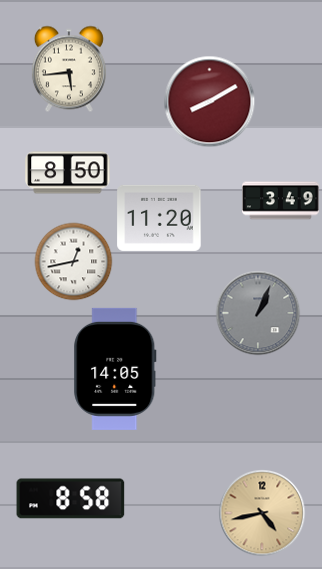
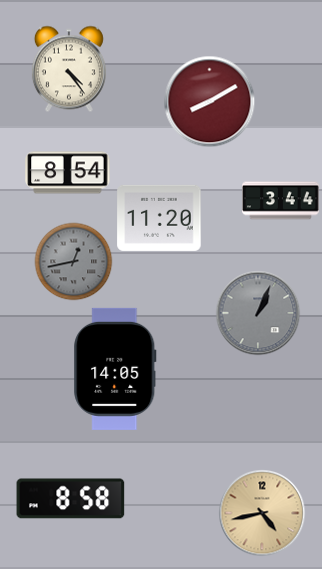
clock at (69, 69): 5:44 -> 4:24
clock at (68, 173): 8:50 -> 8:54
clock at (281, 201): 3:49 -> 3:44
clock at (73, 261) dial: white -> grey
